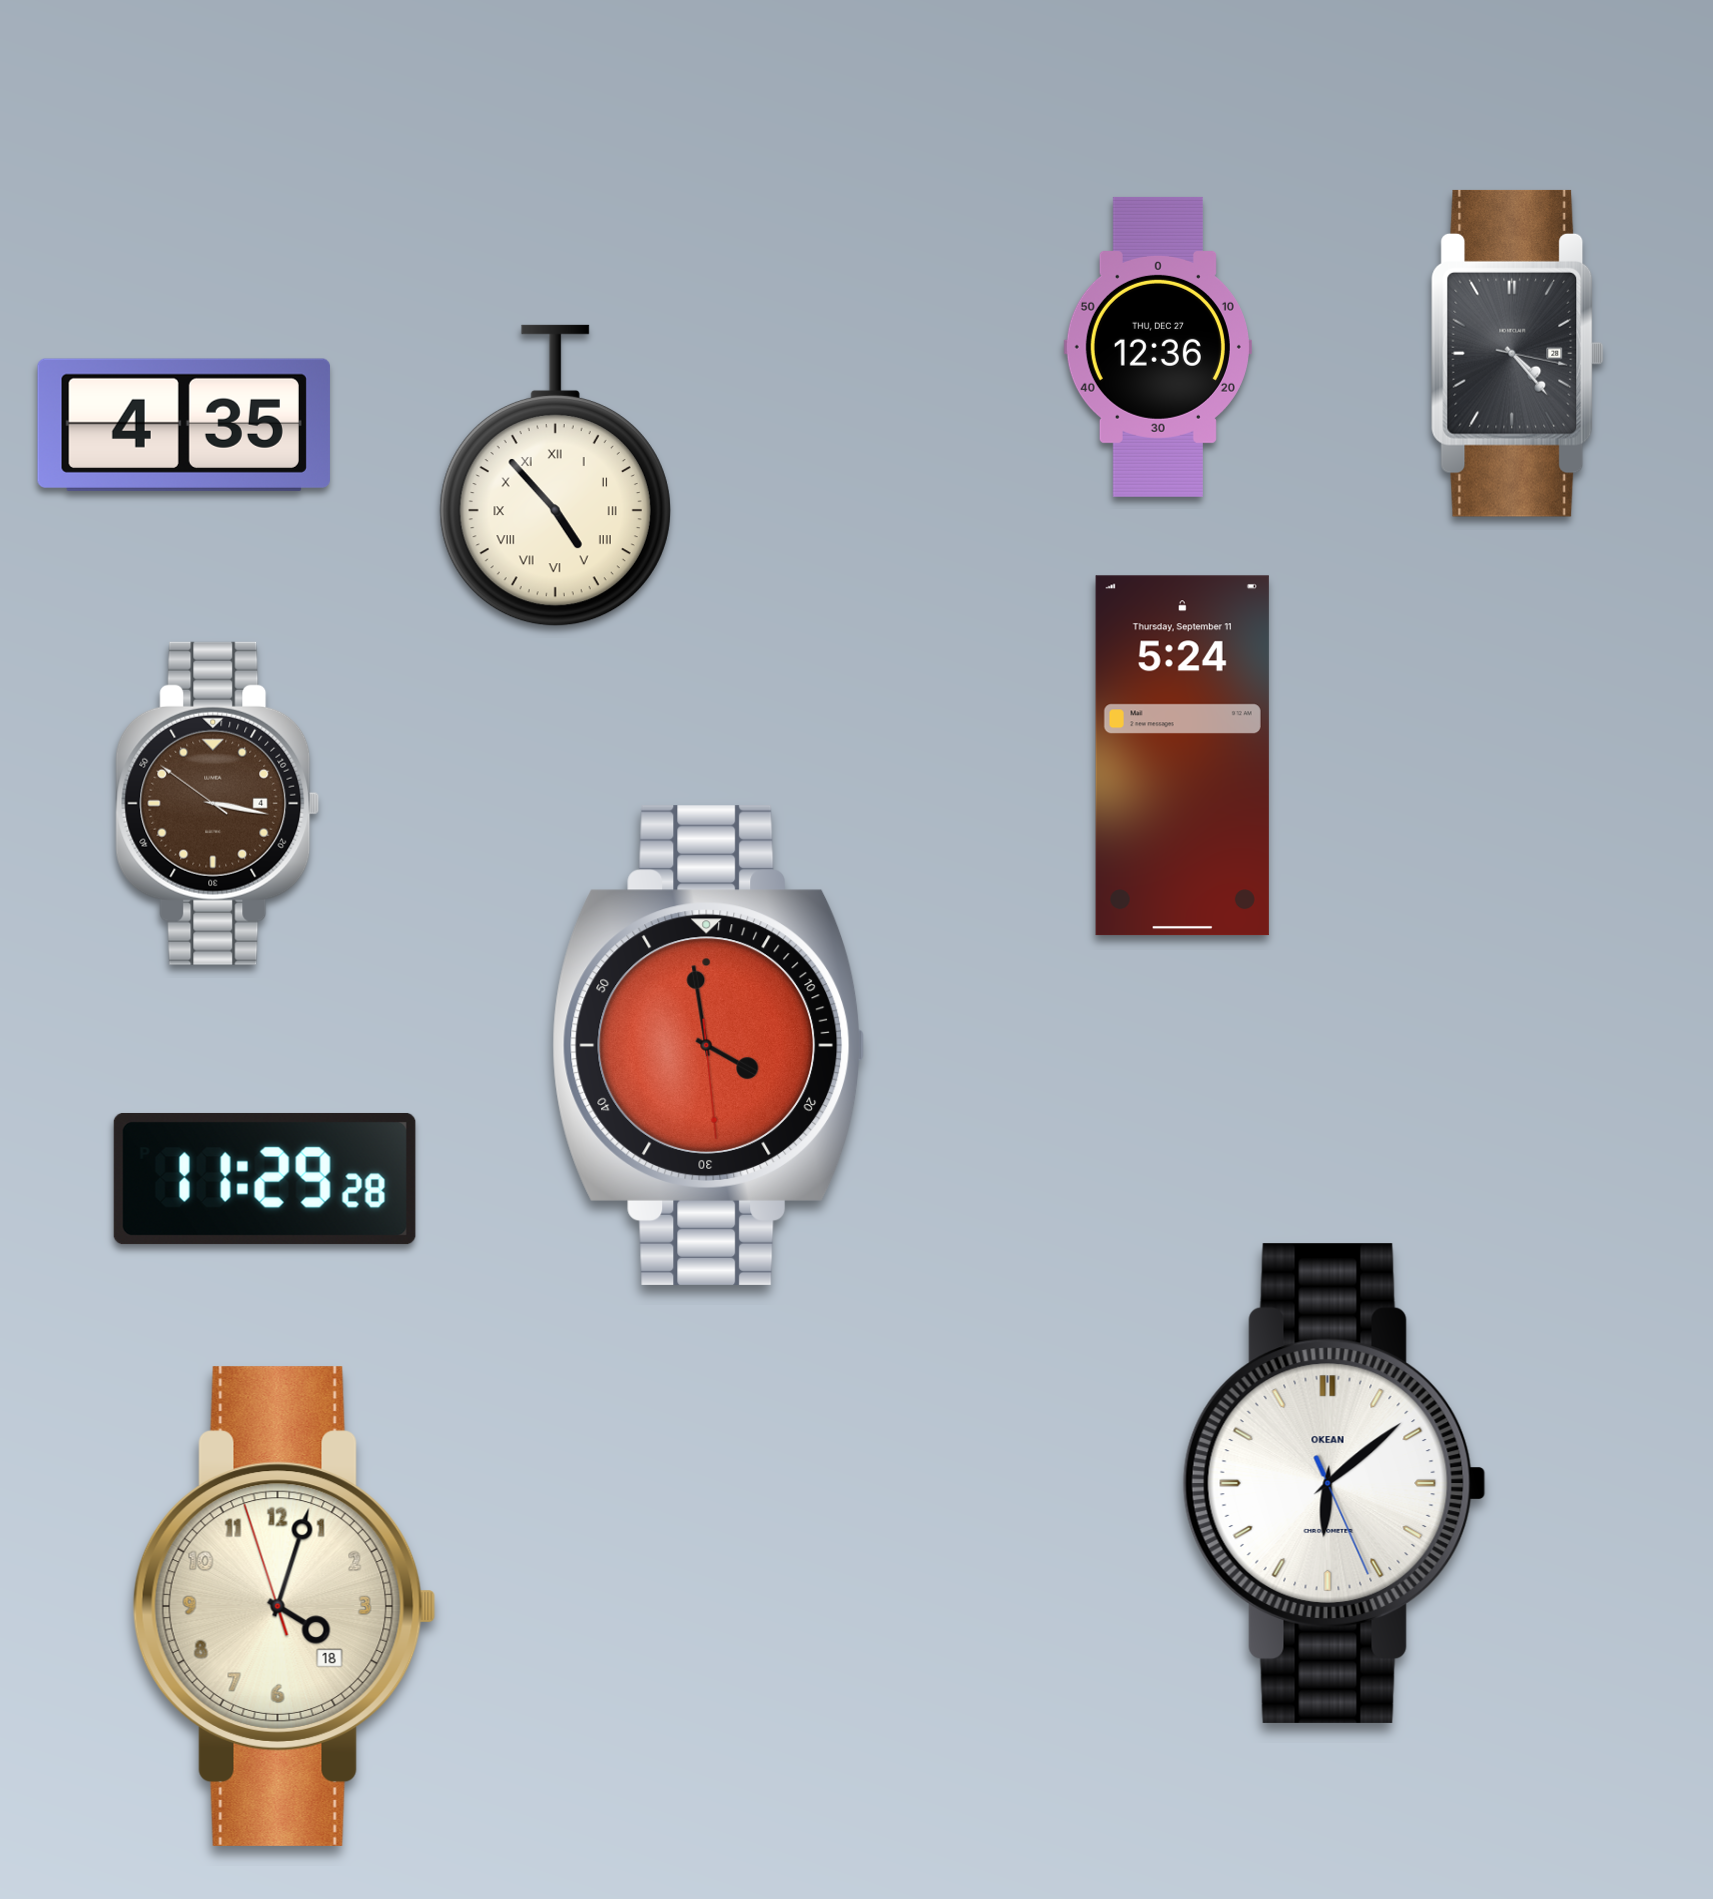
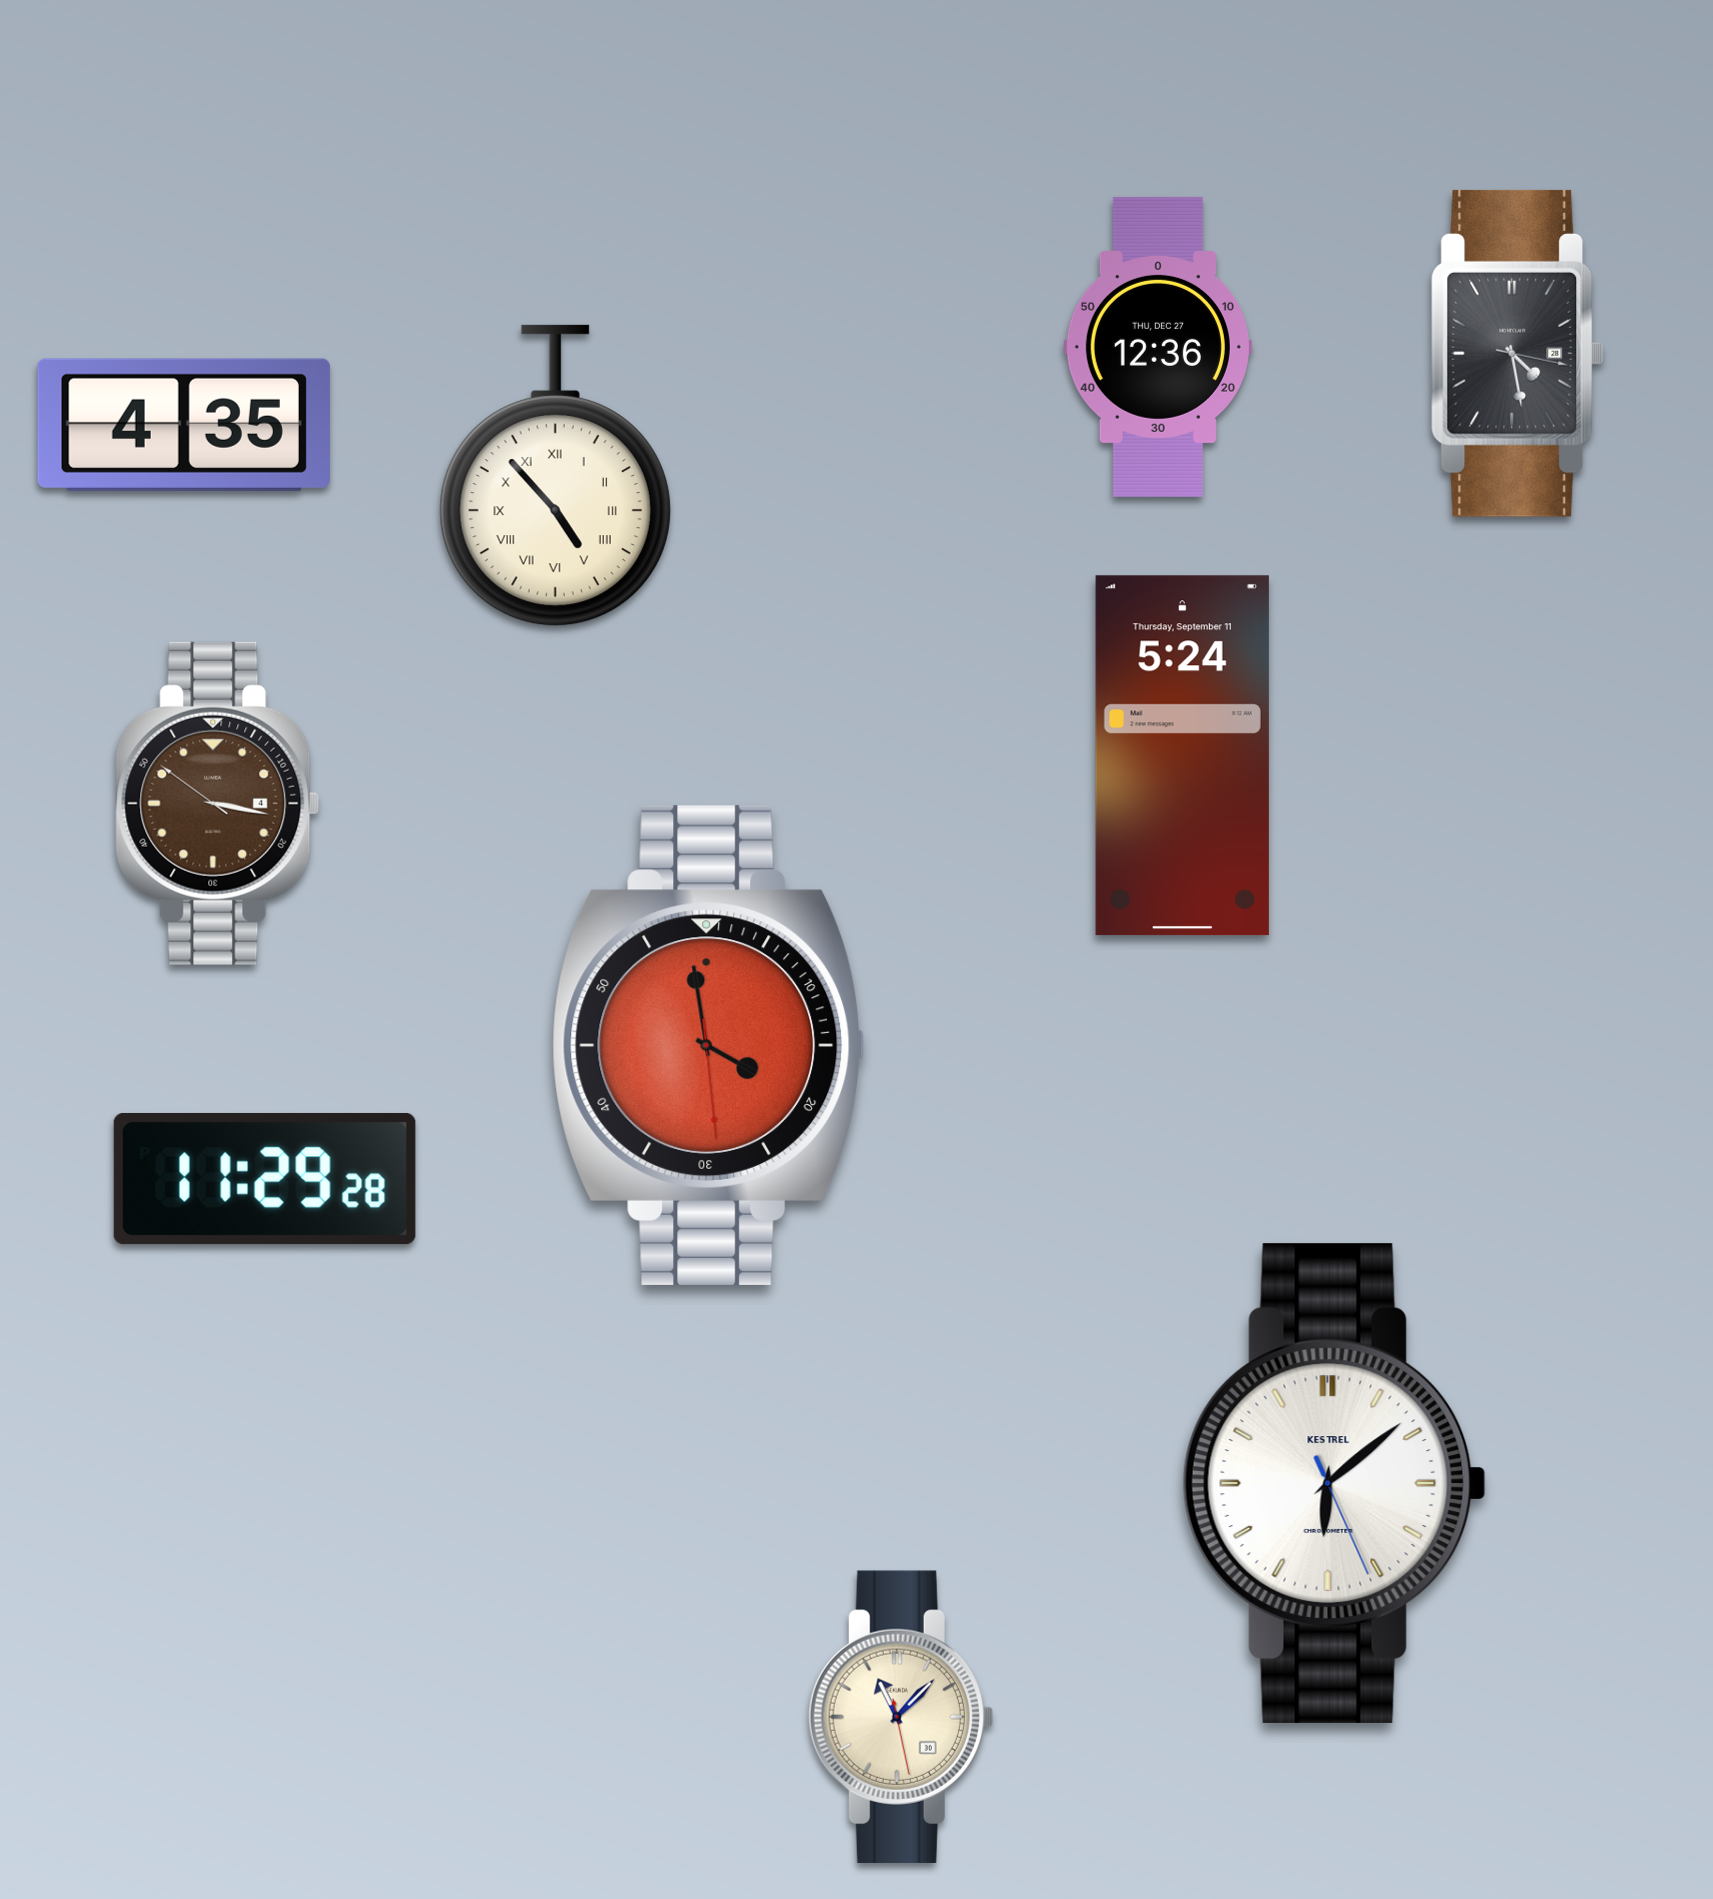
clock at (1518, 353): 4:23 -> 4:28
clock at (1334, 1483) brand: OKEAN -> KESTREL
clock at (284, 1606): 4:02 -> none
clock at (901, 1717): none -> 11:07
